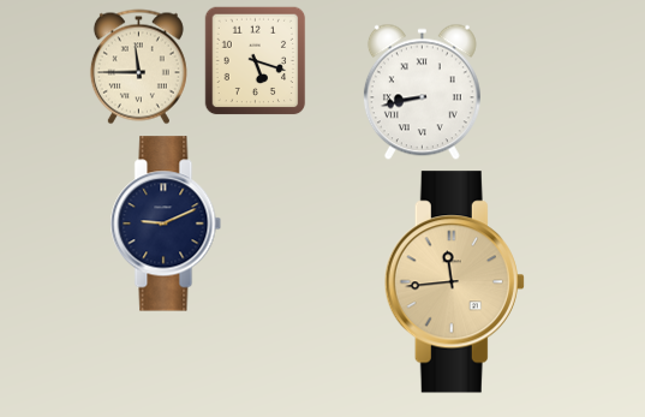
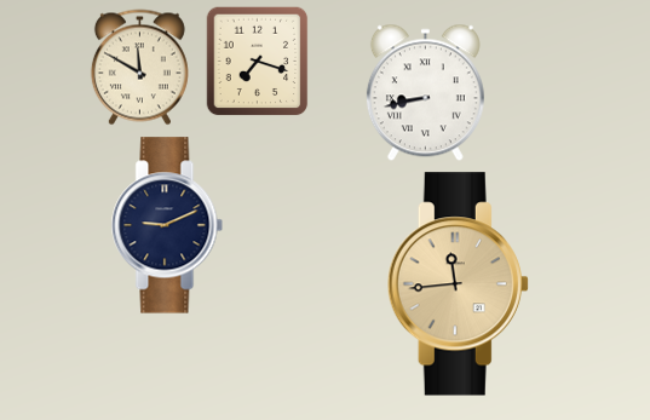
clock at (256, 61): 5:18 -> 7:18
clock at (138, 67): 11:45 -> 11:50
